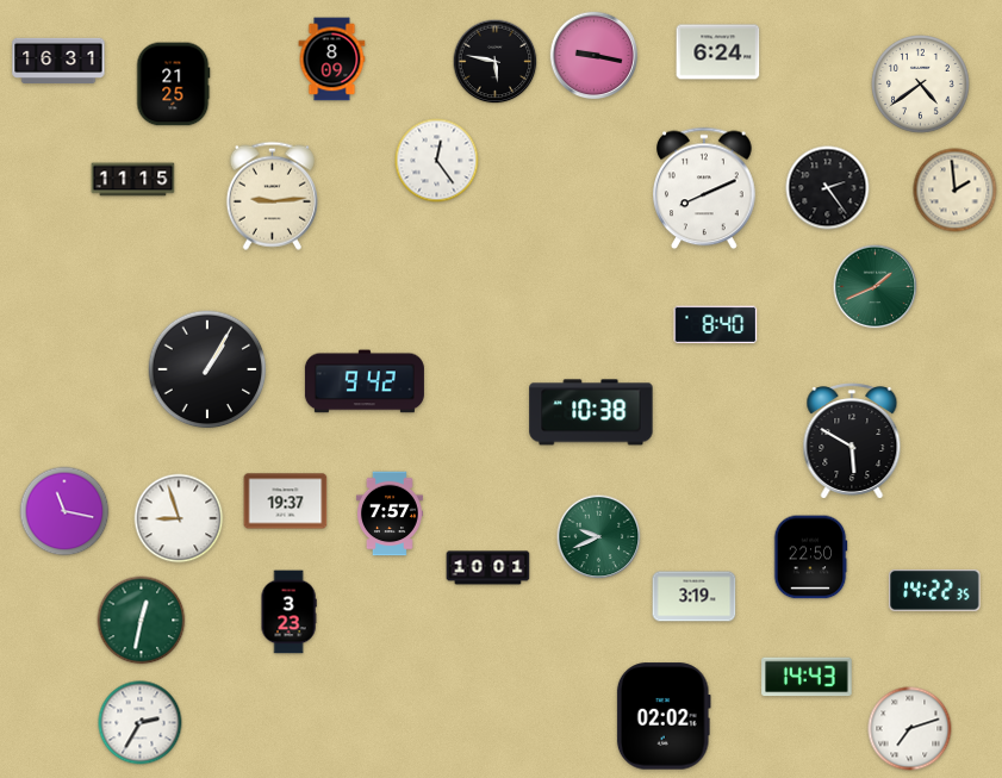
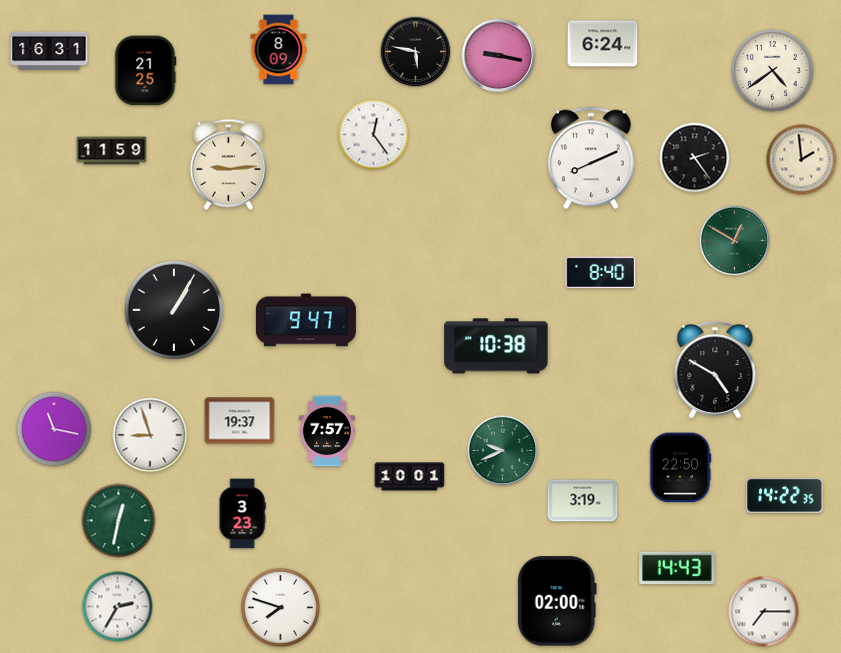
clock at (595, 56) position: (595, 56) -> (499, 56)
clock at (437, 161) position: (437, 161) -> (374, 135)
clock at (133, 180): 11:15 -> 11:59
clock at (876, 287): 1:41 -> 12:50
clock at (365, 381): 9:42 -> 9:47
clock at (852, 442): 5:50 -> 4:50
clock at (664, 716): 02:02 -> 02:00
clock at (280, 607): none -> 7:48
clock at (910, 729): 7:12 -> 7:15
